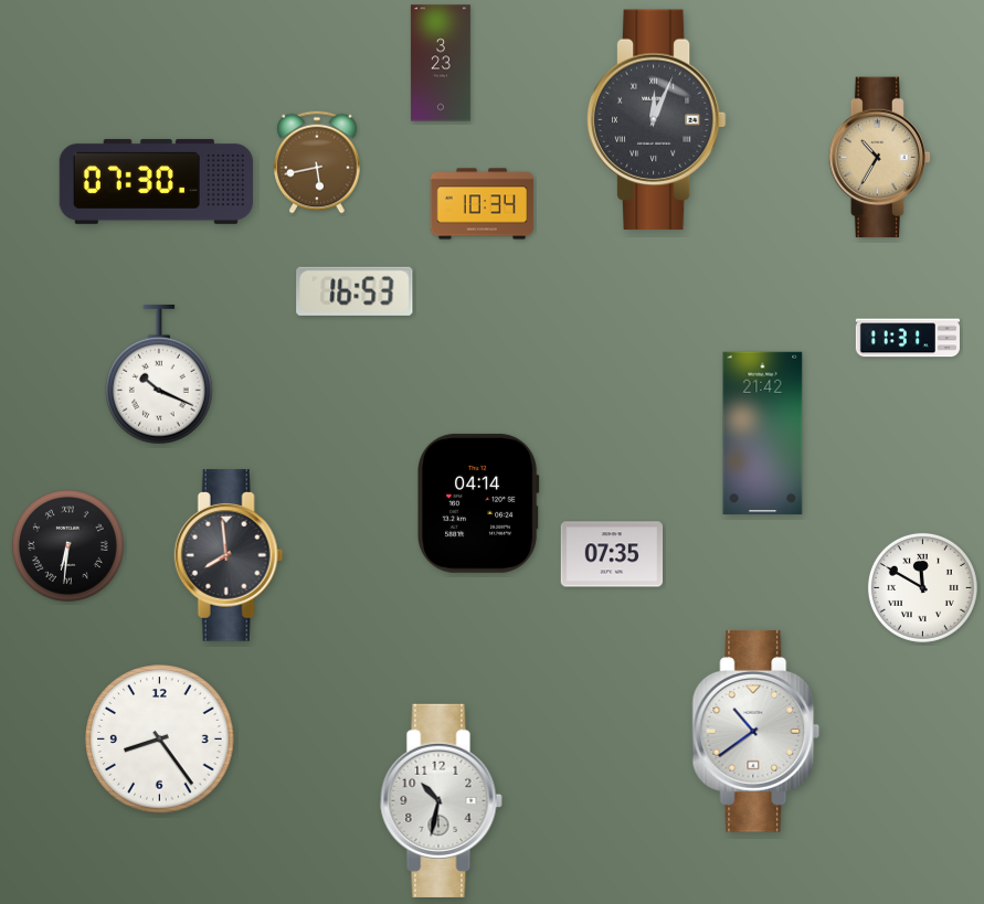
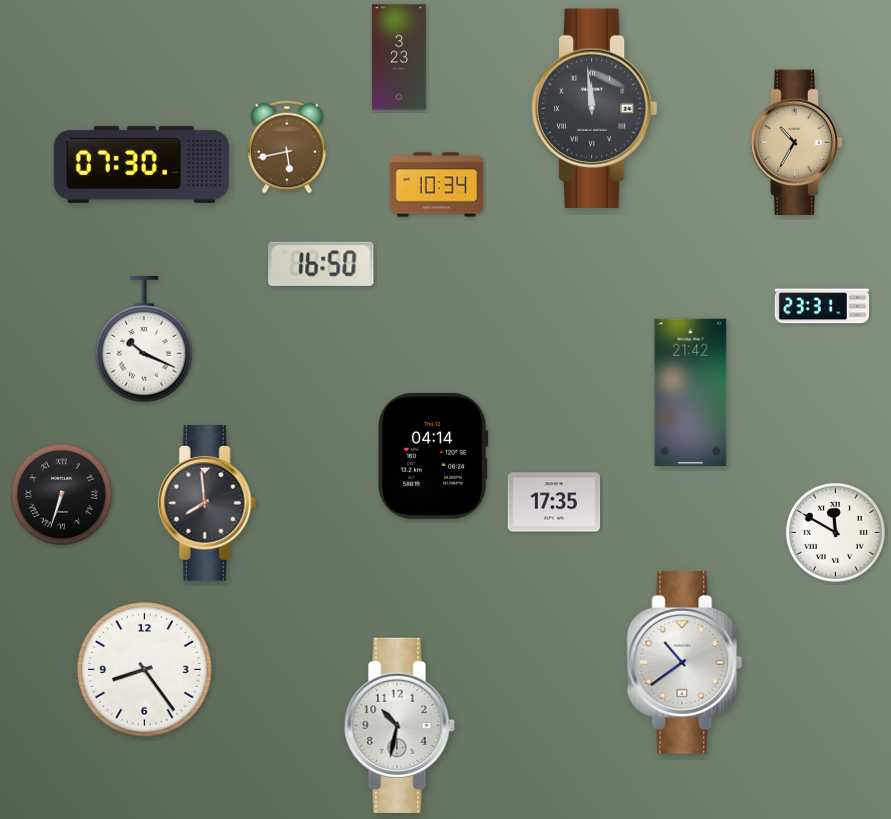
clock at (656, 120): 12:04 -> 11:59
clock at (355, 291): 16:53 -> 16:50
clock at (908, 338): 11:31 -> 23:31
clock at (67, 545): 6:31 -> 6:33
clock at (612, 554): 07:35 -> 17:35
